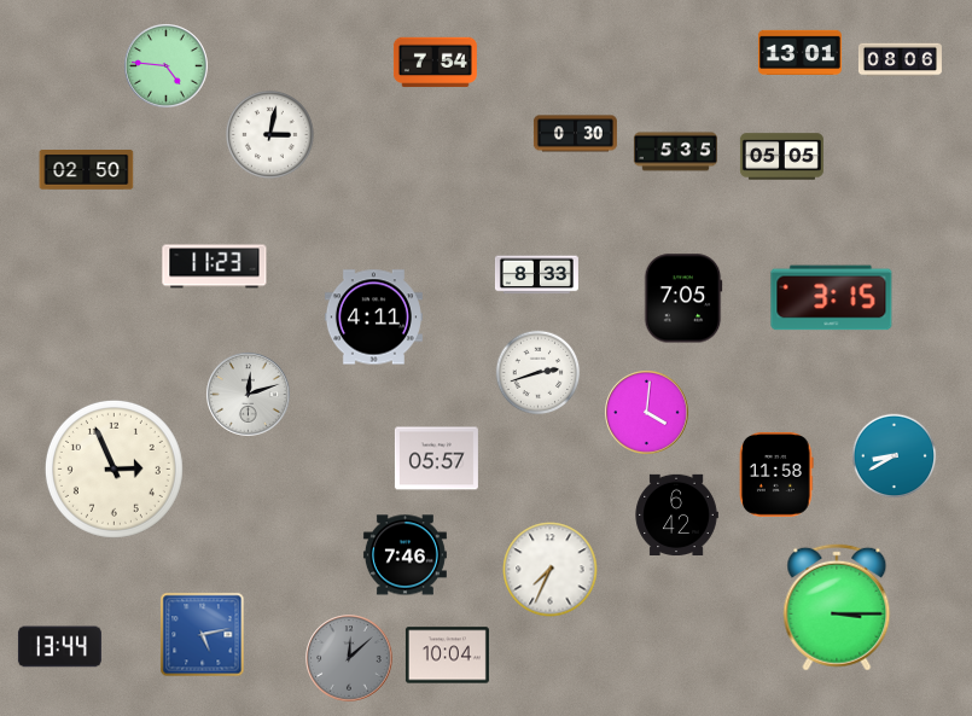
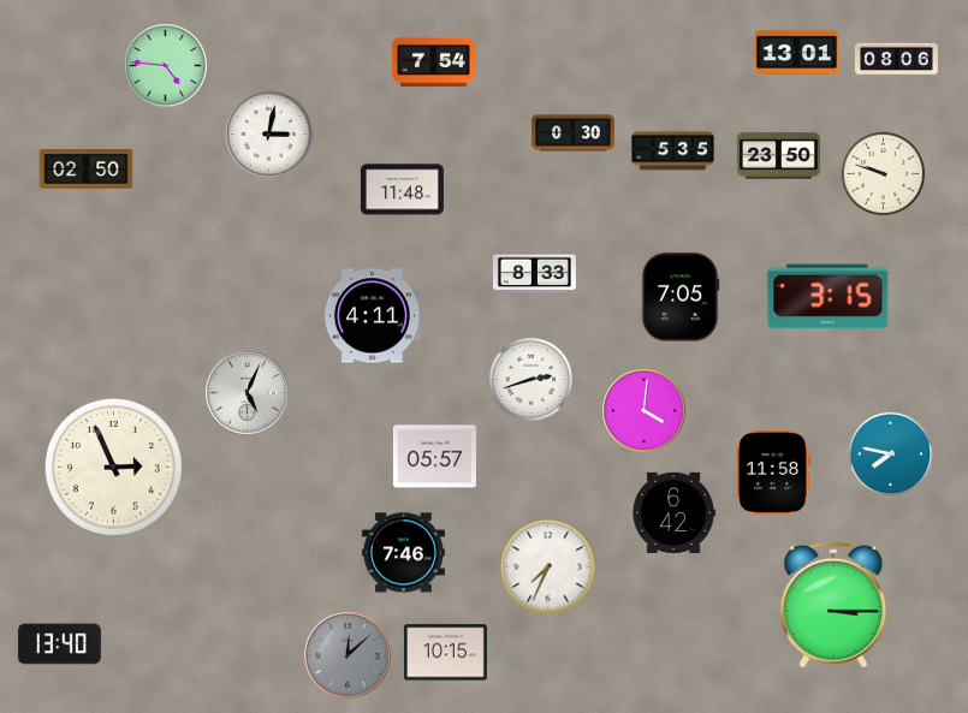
clock at (781, 157): 05:05 -> 23:50
clock at (884, 174): none -> 9:48
clock at (402, 190): none -> 11:48
clock at (215, 267): 11:23 -> none
clock at (539, 373) position: (539, 373) -> (531, 380)
clock at (249, 395): 12:12 -> 5:04
clock at (895, 456): 8:40 -> 7:47
clock at (203, 635): 5:13 -> none
clock at (59, 647): 13:44 -> 13:40
clock at (447, 656): 10:04 -> 10:15
